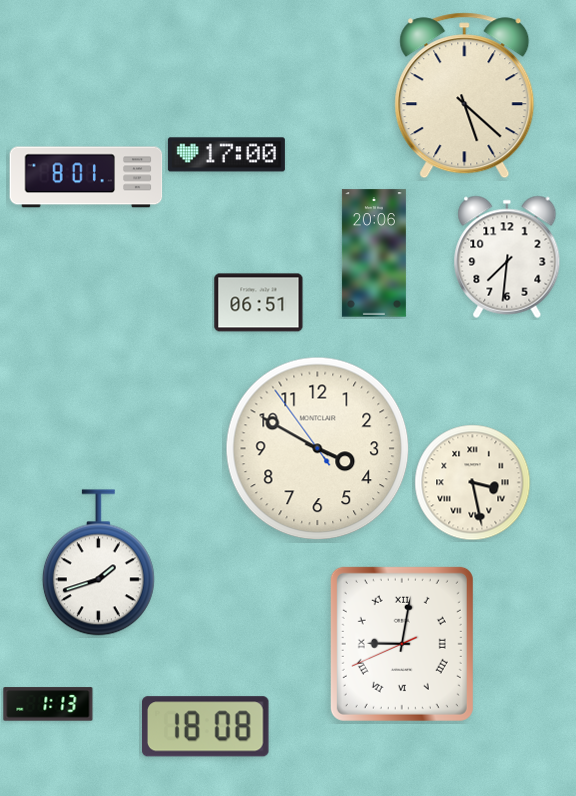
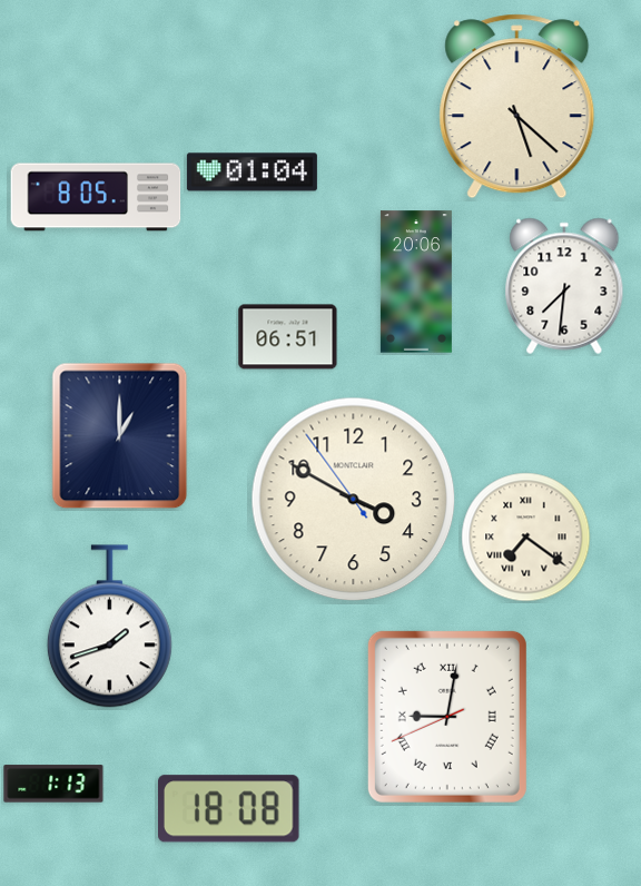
clock at (226, 155): 17:00 -> 01:04
clock at (86, 177): 8:01 -> 8:05
clock at (120, 436): none -> 1:00
clock at (473, 483): 3:28 -> 7:21
